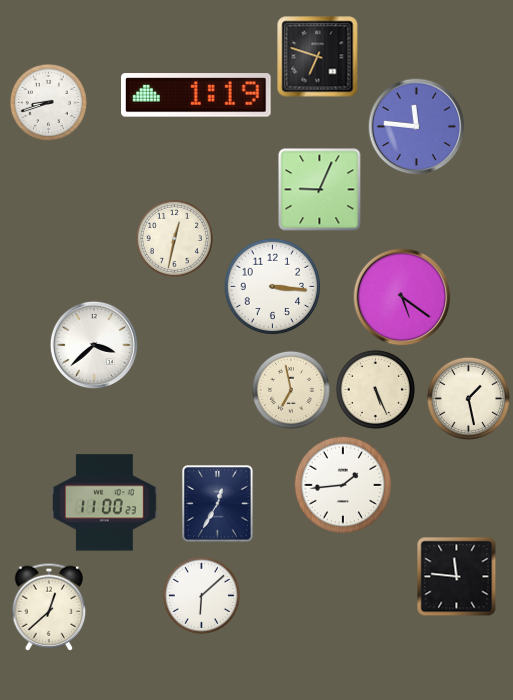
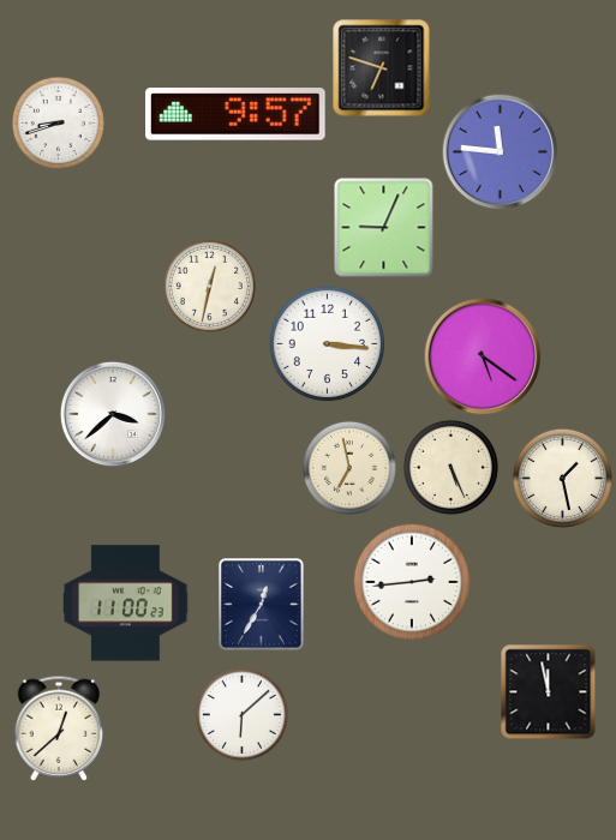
clock at (197, 95): 1:19 -> 9:57
clock at (343, 485): 1:44 -> 2:44
clock at (457, 577): 11:46 -> 11:58
